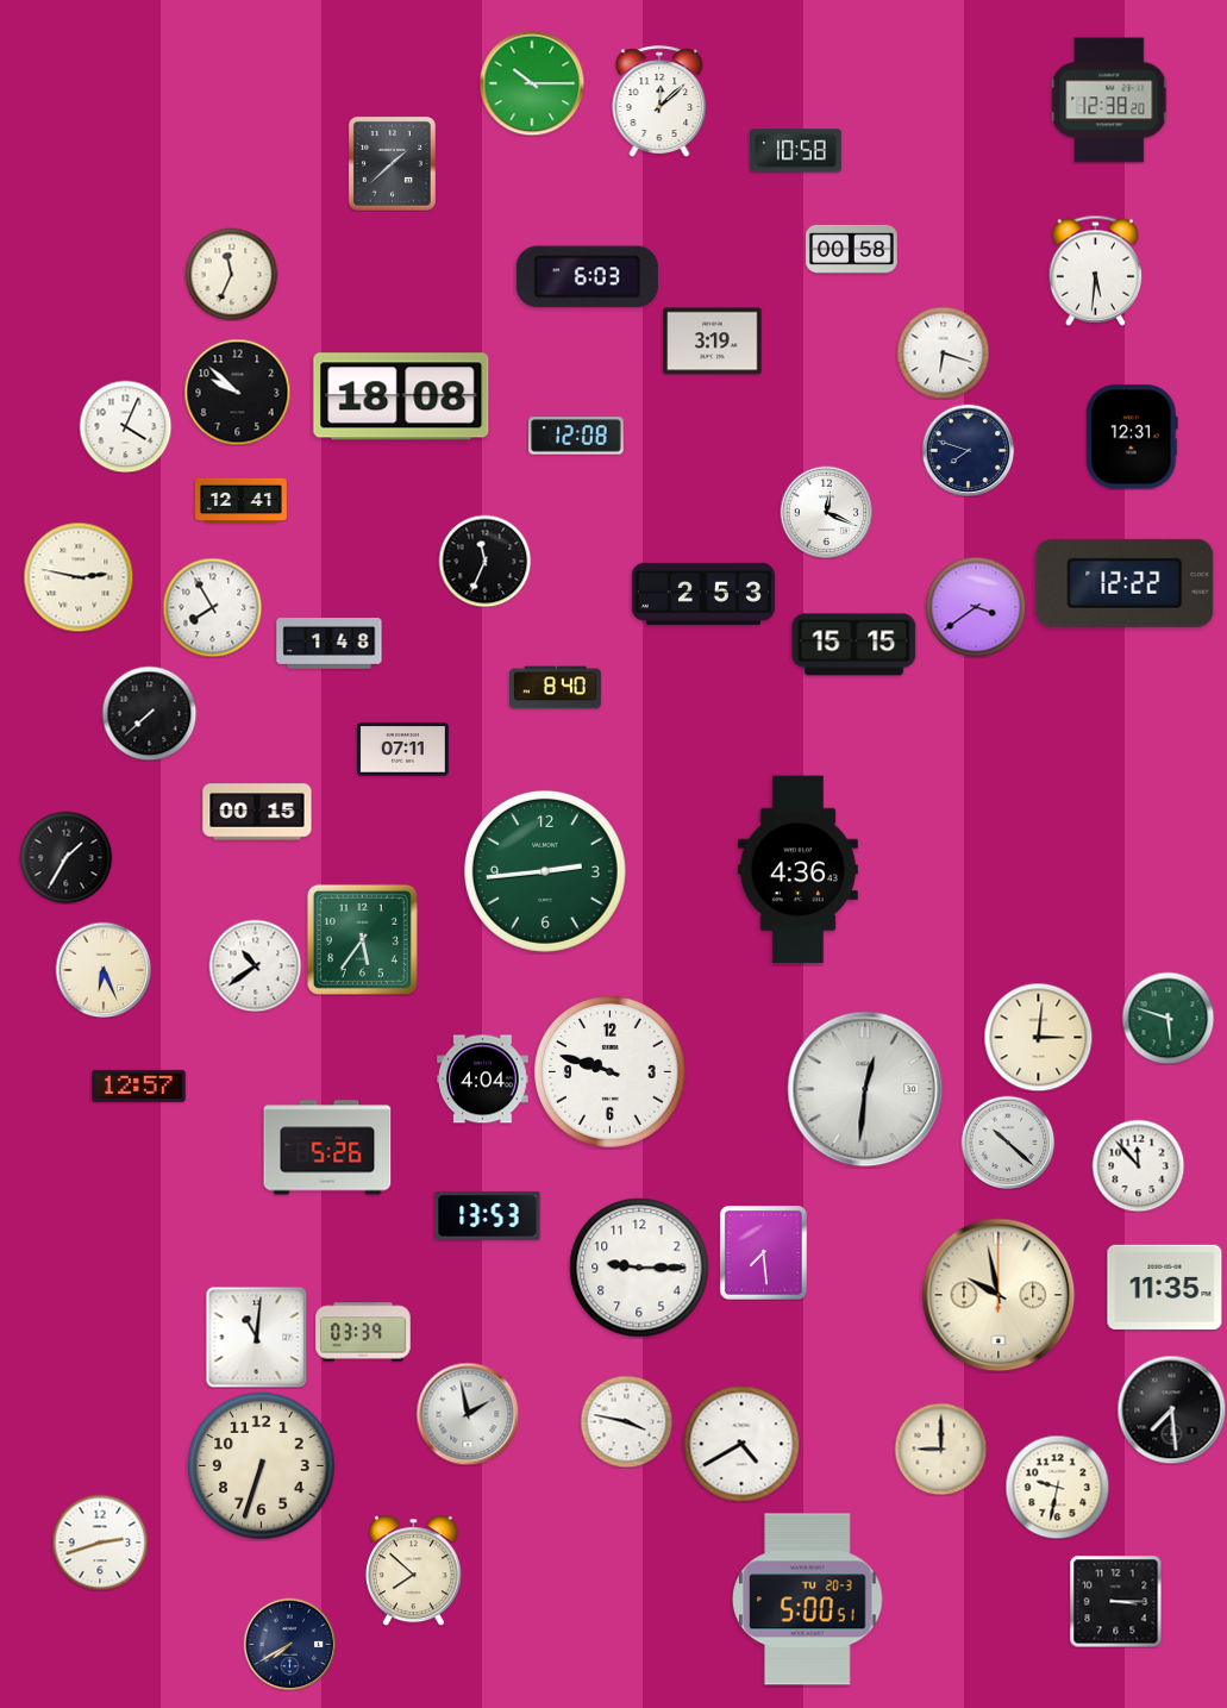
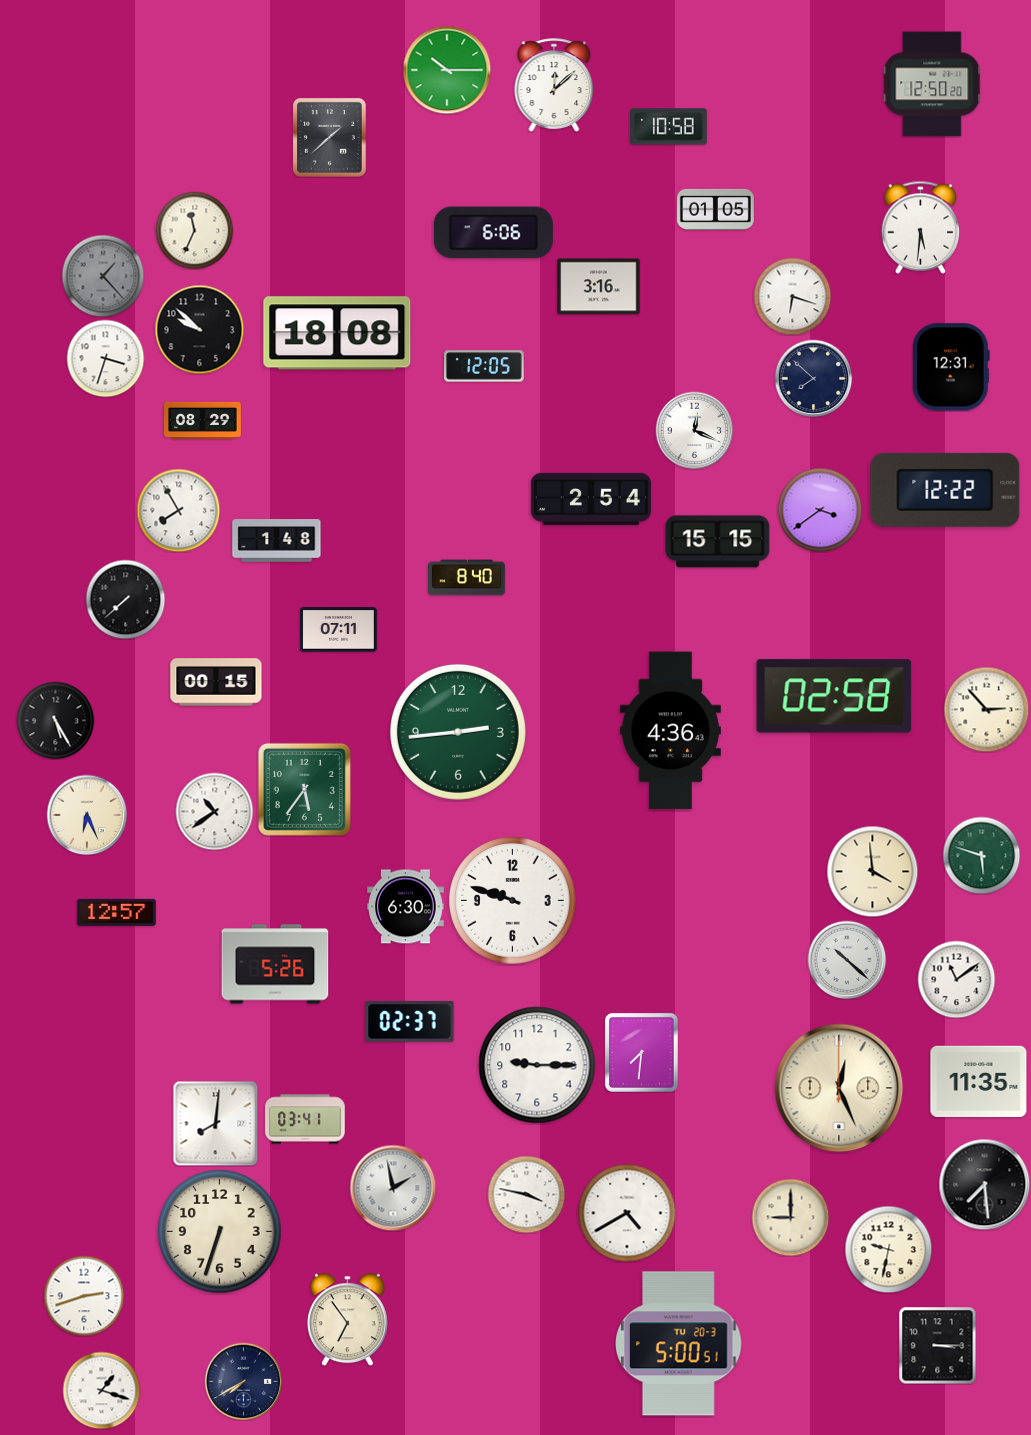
clock at (1110, 100): 12:38 -> 12:50
clock at (852, 249): 00:58 -> 01:05
clock at (587, 277): 6:03 -> 6:06
clock at (103, 276): none -> 1:23
clock at (713, 342): 3:19 -> 3:16
clock at (125, 426): 4:04 -> 3:33
clock at (576, 436): 12:08 -> 12:05
clock at (968, 450): 7:48 -> 7:52
clock at (242, 500): 12:41 -> 08:29
clock at (484, 561): 11:34 -> none
clock at (79, 577): 2:47 -> none
clock at (703, 594): 2:53 -> 2:54
clock at (834, 696): none -> 02:58
clock at (986, 709): none -> 2:53
clock at (65, 857): 1:35 -> 5:25
clock at (1038, 1037): 3:01 -> 3:59
clock at (483, 1080): 4:04 -> 6:30
clock at (865, 1089): 12:31 -> none
clock at (1138, 1165): 11:53 -> 11:09
clock at (488, 1216): 13:53 -> 02:37
clock at (763, 1252): 7:29 -> 7:31
clock at (998, 1295): 9:58 -> 12:26
clock at (363, 1332): 03:39 -> 03:41
clock at (256, 1337): 11:01 -> 8:01
clock at (741, 1444) position: (741, 1444) -> (627, 1213)
clock at (413, 1570): 7:52 -> 6:54
clock at (101, 1390): none -> 1:18
